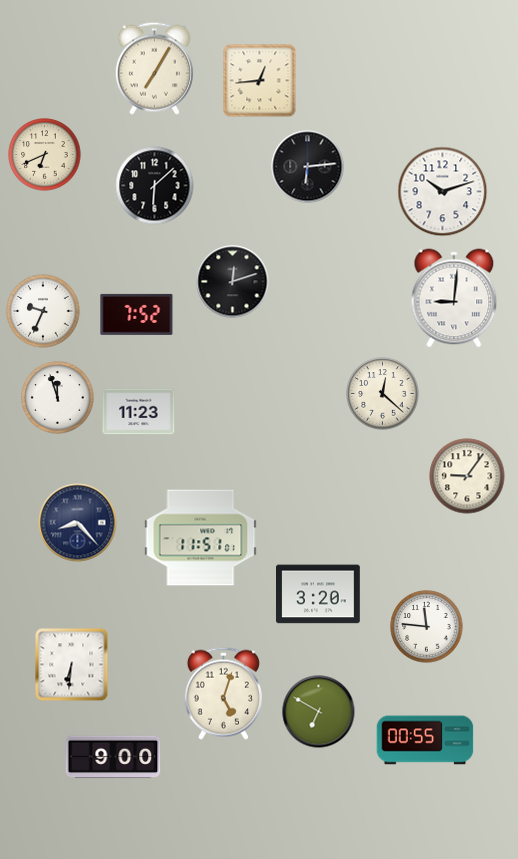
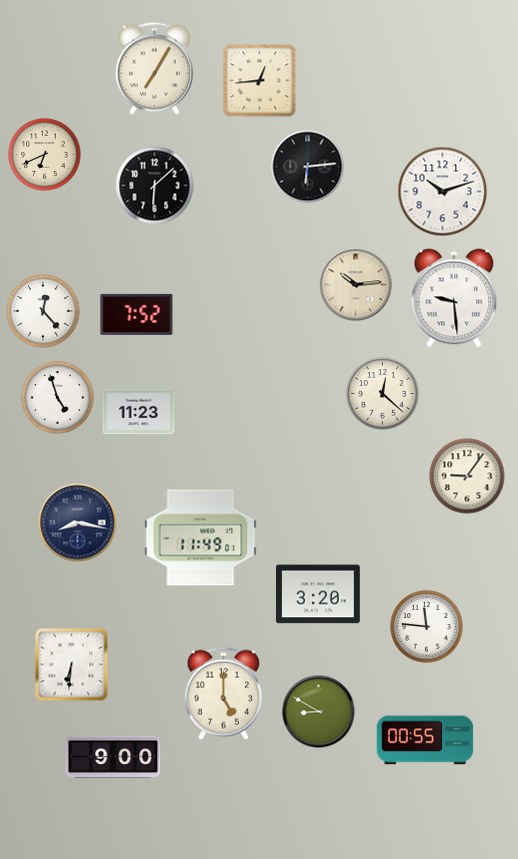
clock at (233, 282): 12:12 -> none
clock at (356, 285): none -> 10:14
clock at (454, 298): 9:01 -> 9:29
clock at (43, 311): 9:34 -> 12:23
clock at (58, 398): 11:57 -> 4:57
clock at (78, 523): 8:23 -> 8:17
clock at (201, 538): 11:51 -> 11:49
clock at (223, 693): 5:03 -> 5:00
clock at (319, 712): 6:50 -> 8:50
